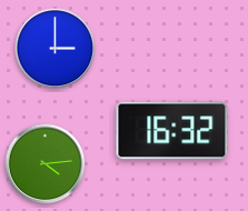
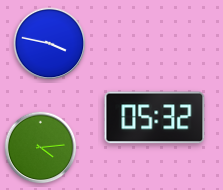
clock at (56, 49): 3:00 -> 3:47
clock at (172, 131): 16:32 -> 05:32
